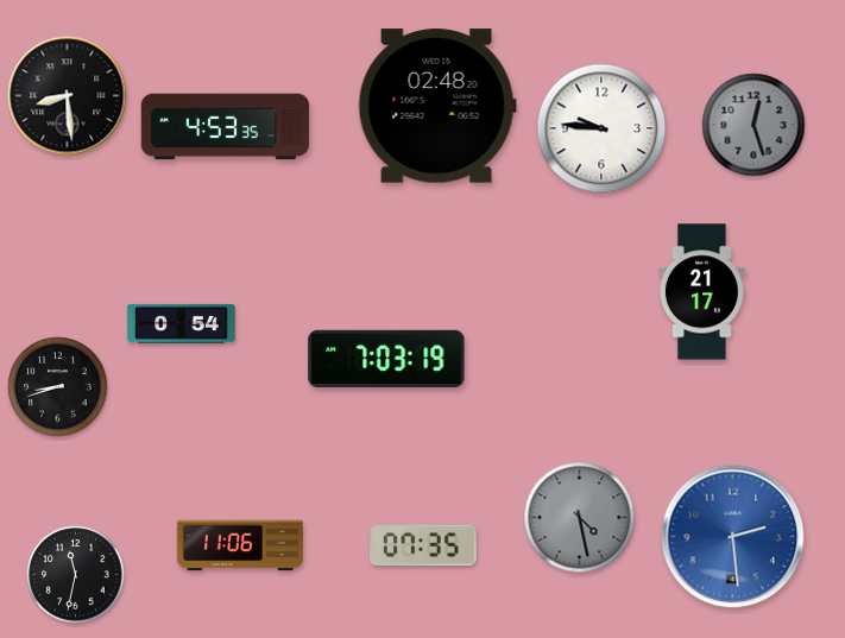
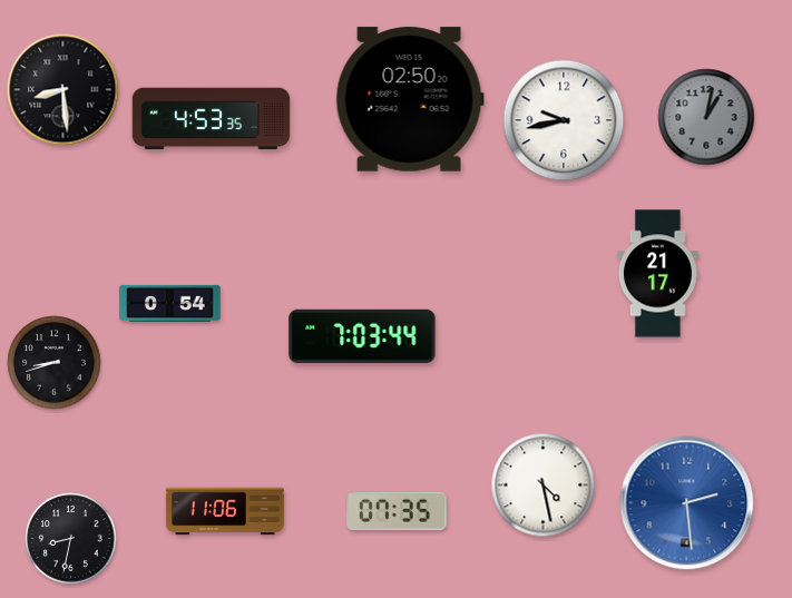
clock at (437, 106): 02:48 -> 02:50
clock at (753, 125): 12:27 -> 1:02
clock at (601, 128): 9:46 -> 9:43
clock at (386, 358): 7:03:19 -> 7:03:44
clock at (580, 518) dial: grey -> white
clock at (76, 575): 11:32 -> 8:32
